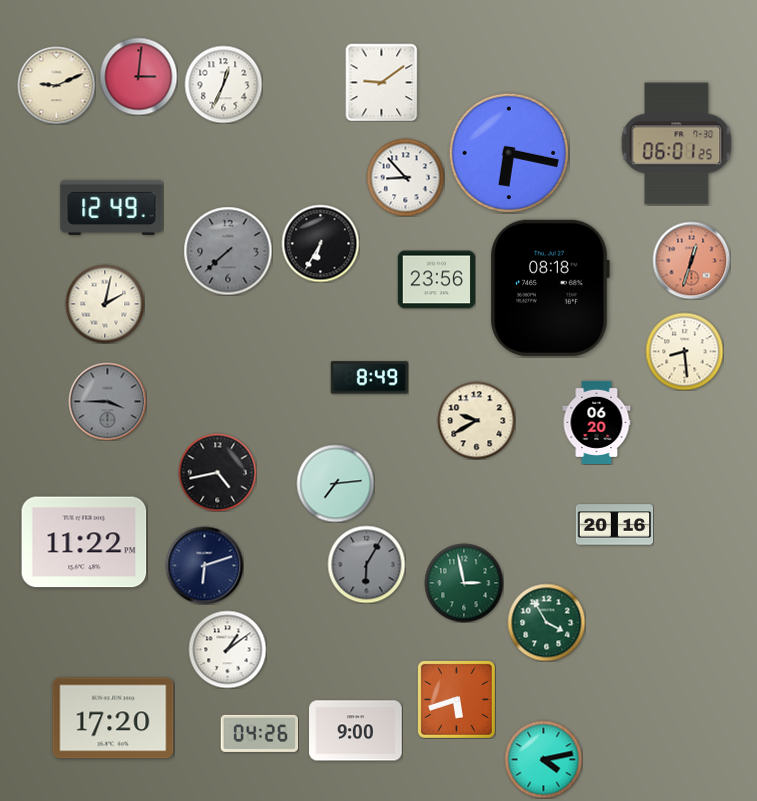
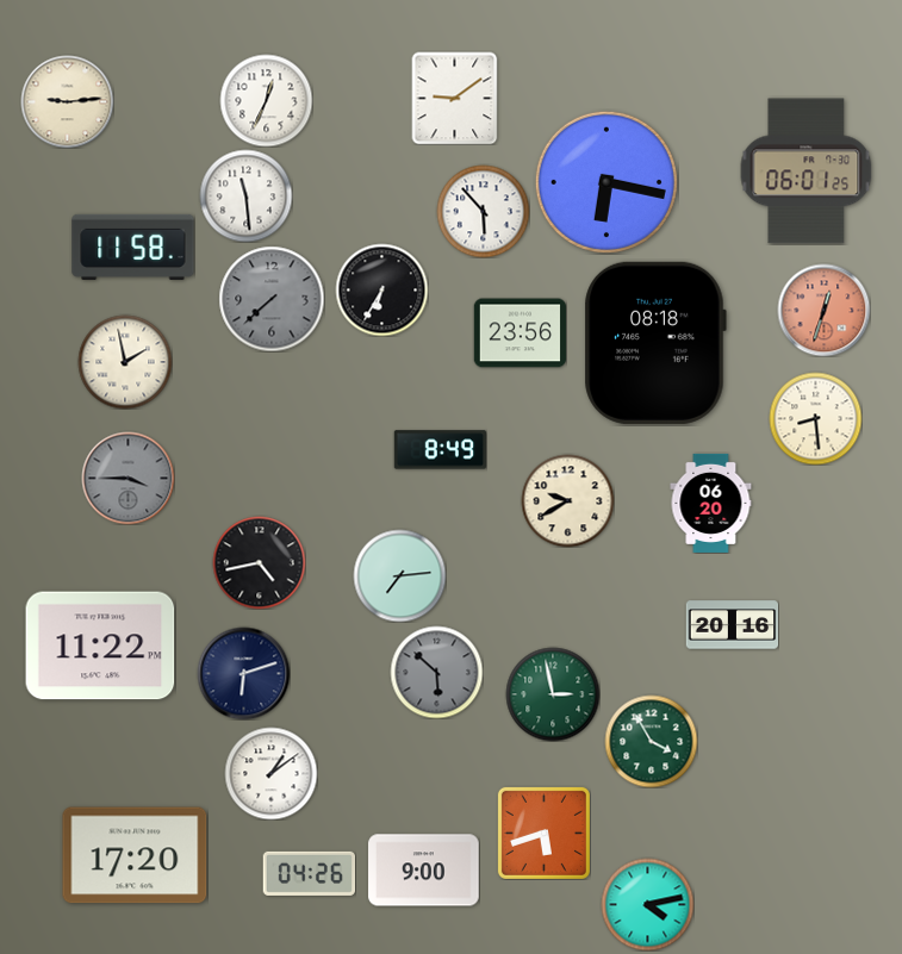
clock at (138, 76): 3:01 -> none
clock at (56, 85): 9:11 -> 9:14
clock at (245, 195): none -> 11:29
clock at (405, 177): 8:53 -> 5:53
clock at (112, 207): 12:49 -> 11:58
clock at (105, 304): 2:02 -> 1:58
clock at (366, 564): 6:05 -> 5:52
